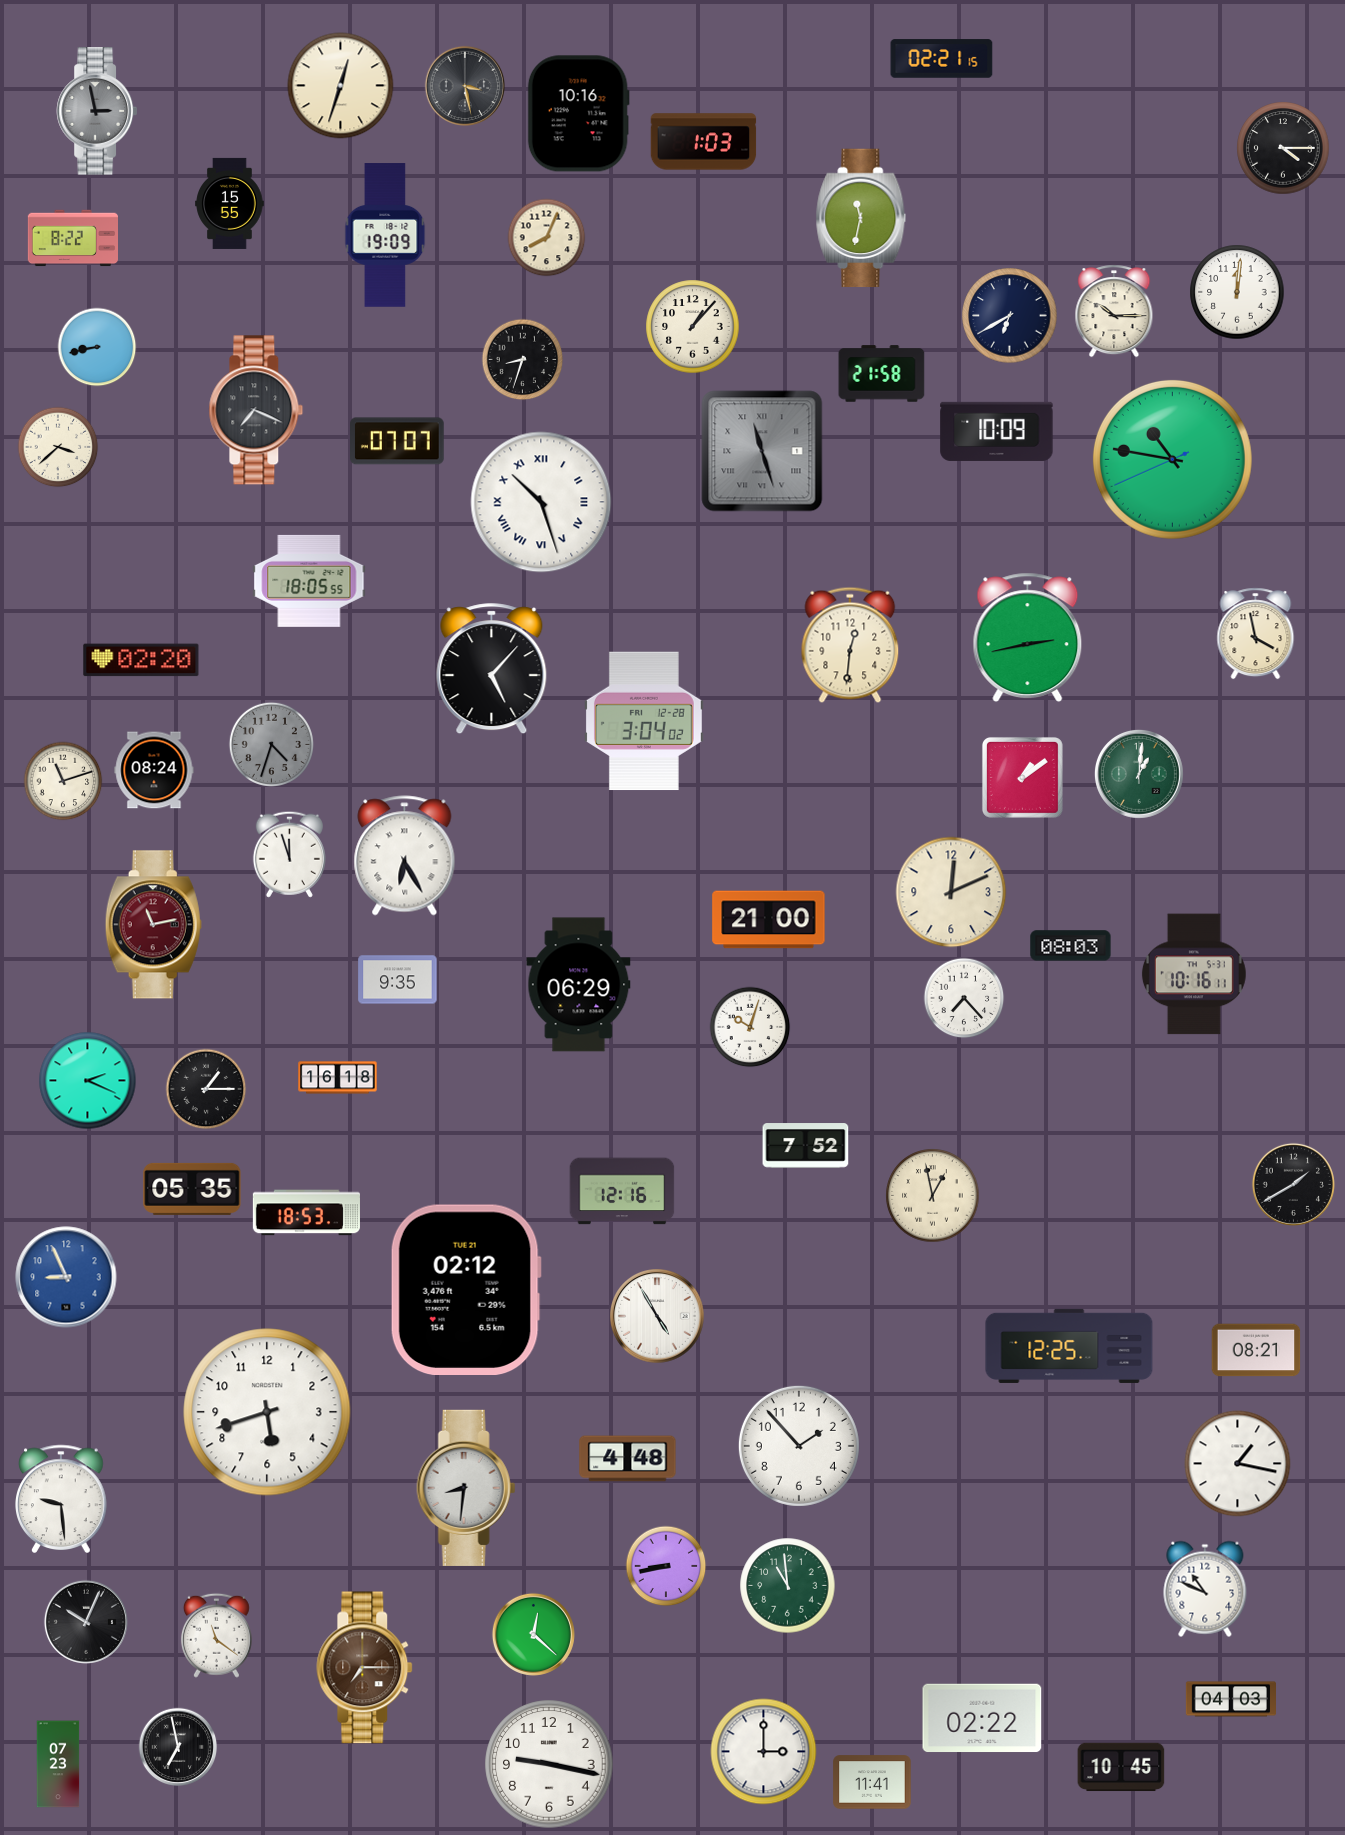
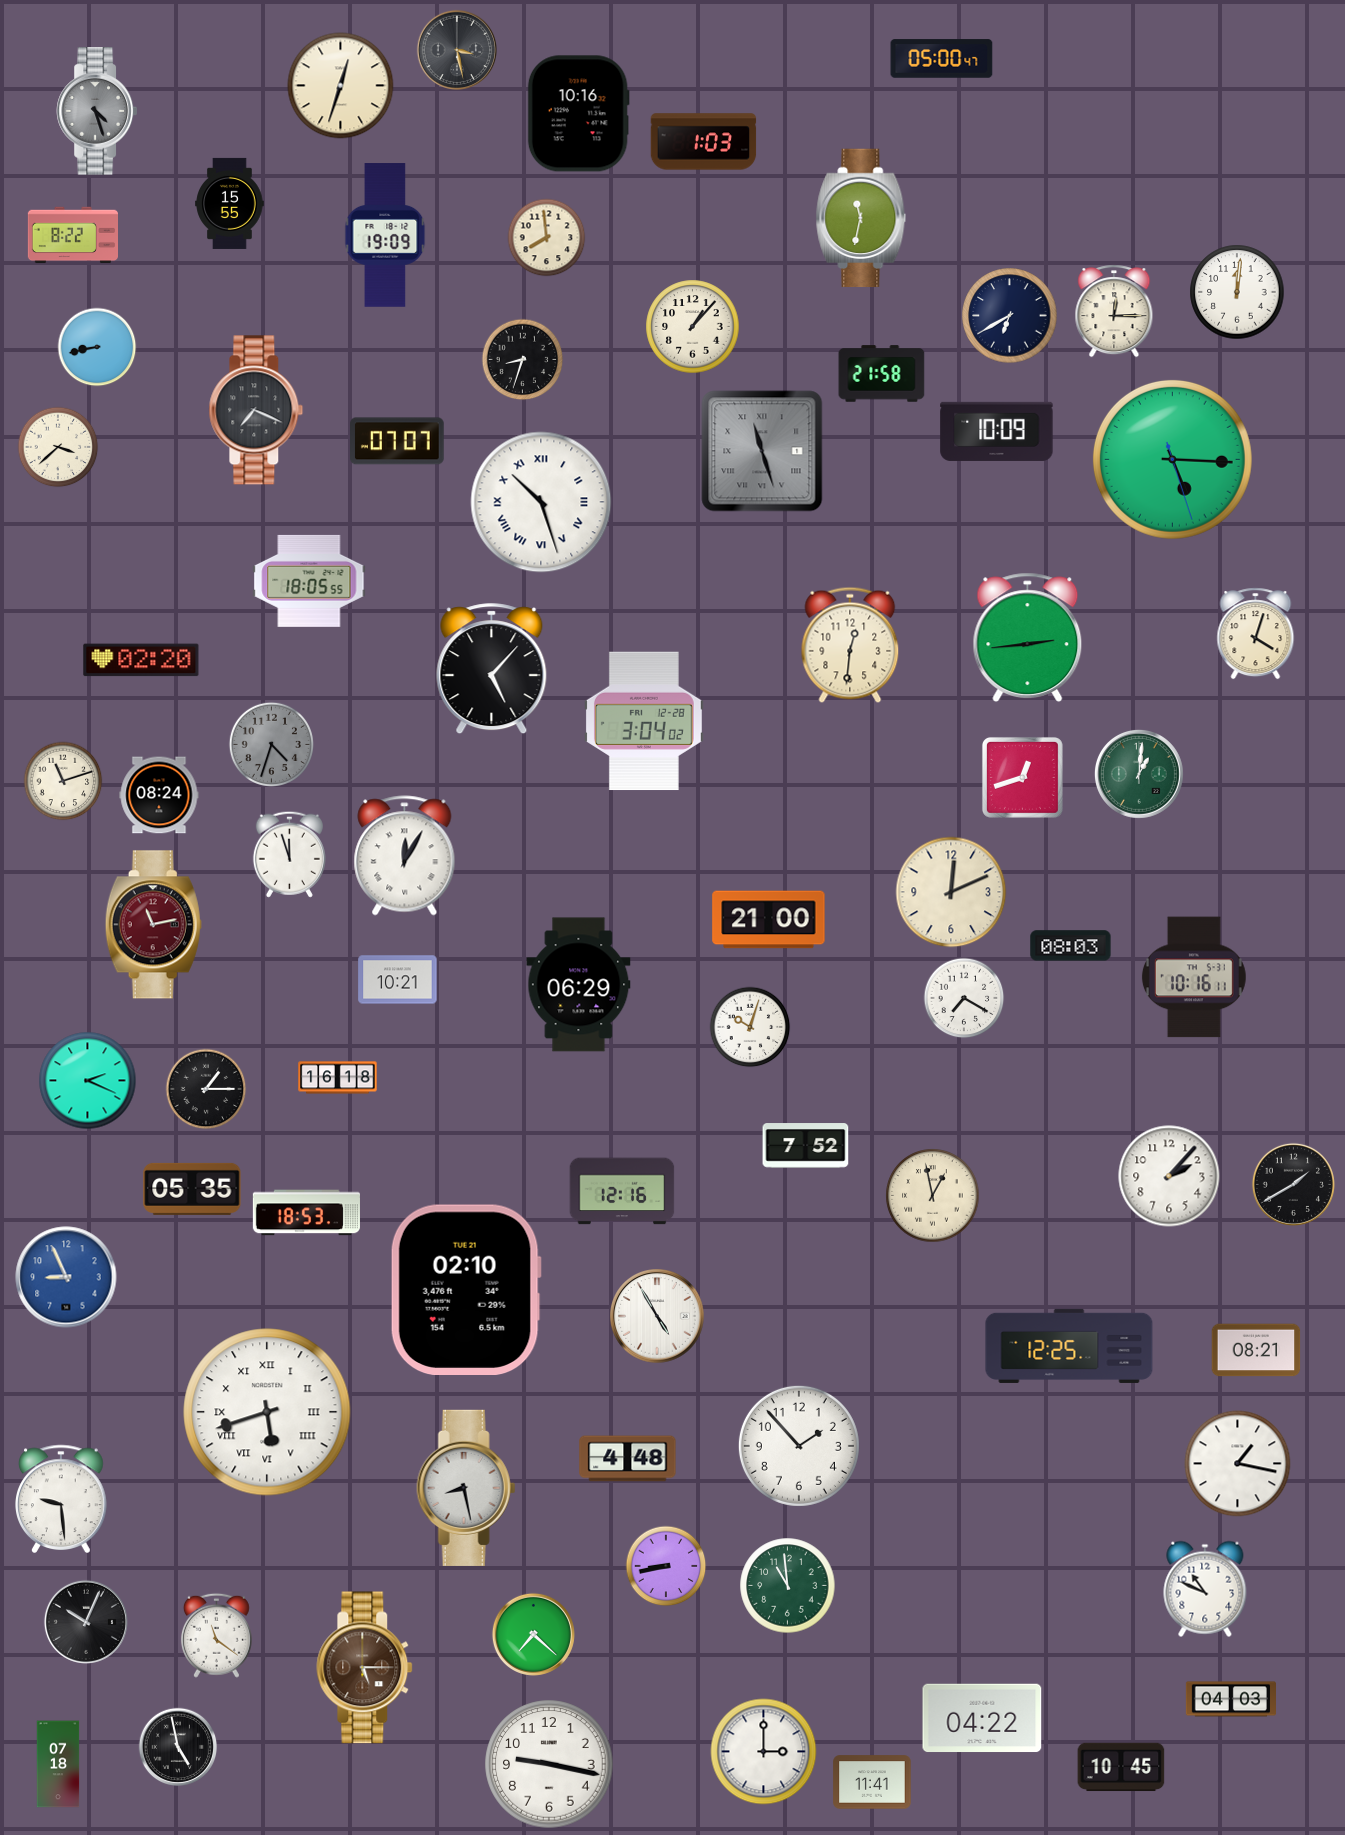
clock at (942, 59): 02:21 -> 05:00
clock at (464, 85) position: (464, 85) -> (456, 49)
clock at (96, 111): 2:58 -> 4:27
clock at (1283, 148): 4:15 -> none
clock at (72, 238) position: (72, 238) -> (72, 235)
clock at (547, 238): 8:04 -> 7:59
clock at (1114, 311): 10:15 -> 12:15
clock at (1172, 459): 10:46 -> 5:15
clock at (1256, 634): 3:58 -> 4:03
clock at (1028, 638): 2:43 -> 2:44
clock at (154, 770) position: (154, 770) -> (159, 795)
clock at (1022, 777): 1:09 -> 12:42
clock at (405, 856): 6:25 -> 12:05
clock at (1194, 974) position: (1194, 974) -> (1194, 977)
clock at (398, 980): 9:35 -> 10:21
clock at (964, 998): 7:23 -> 7:20
clock at (1169, 1176): none -> 2:07
clock at (466, 1289): 02:12 -> 02:10
clock at (267, 1412) numerals: Arabic -> Roman
clock at (466, 1488): 8:31 -> 8:28
clock at (533, 1634): 12:22 -> 7:22
clock at (365, 1668): 7:15 -> 5:15
clock at (982, 1718): 02:22 -> 04:22
clock at (178, 1747): 6:58 -> 4:58
clock at (58, 1764): 07:23 -> 07:18
